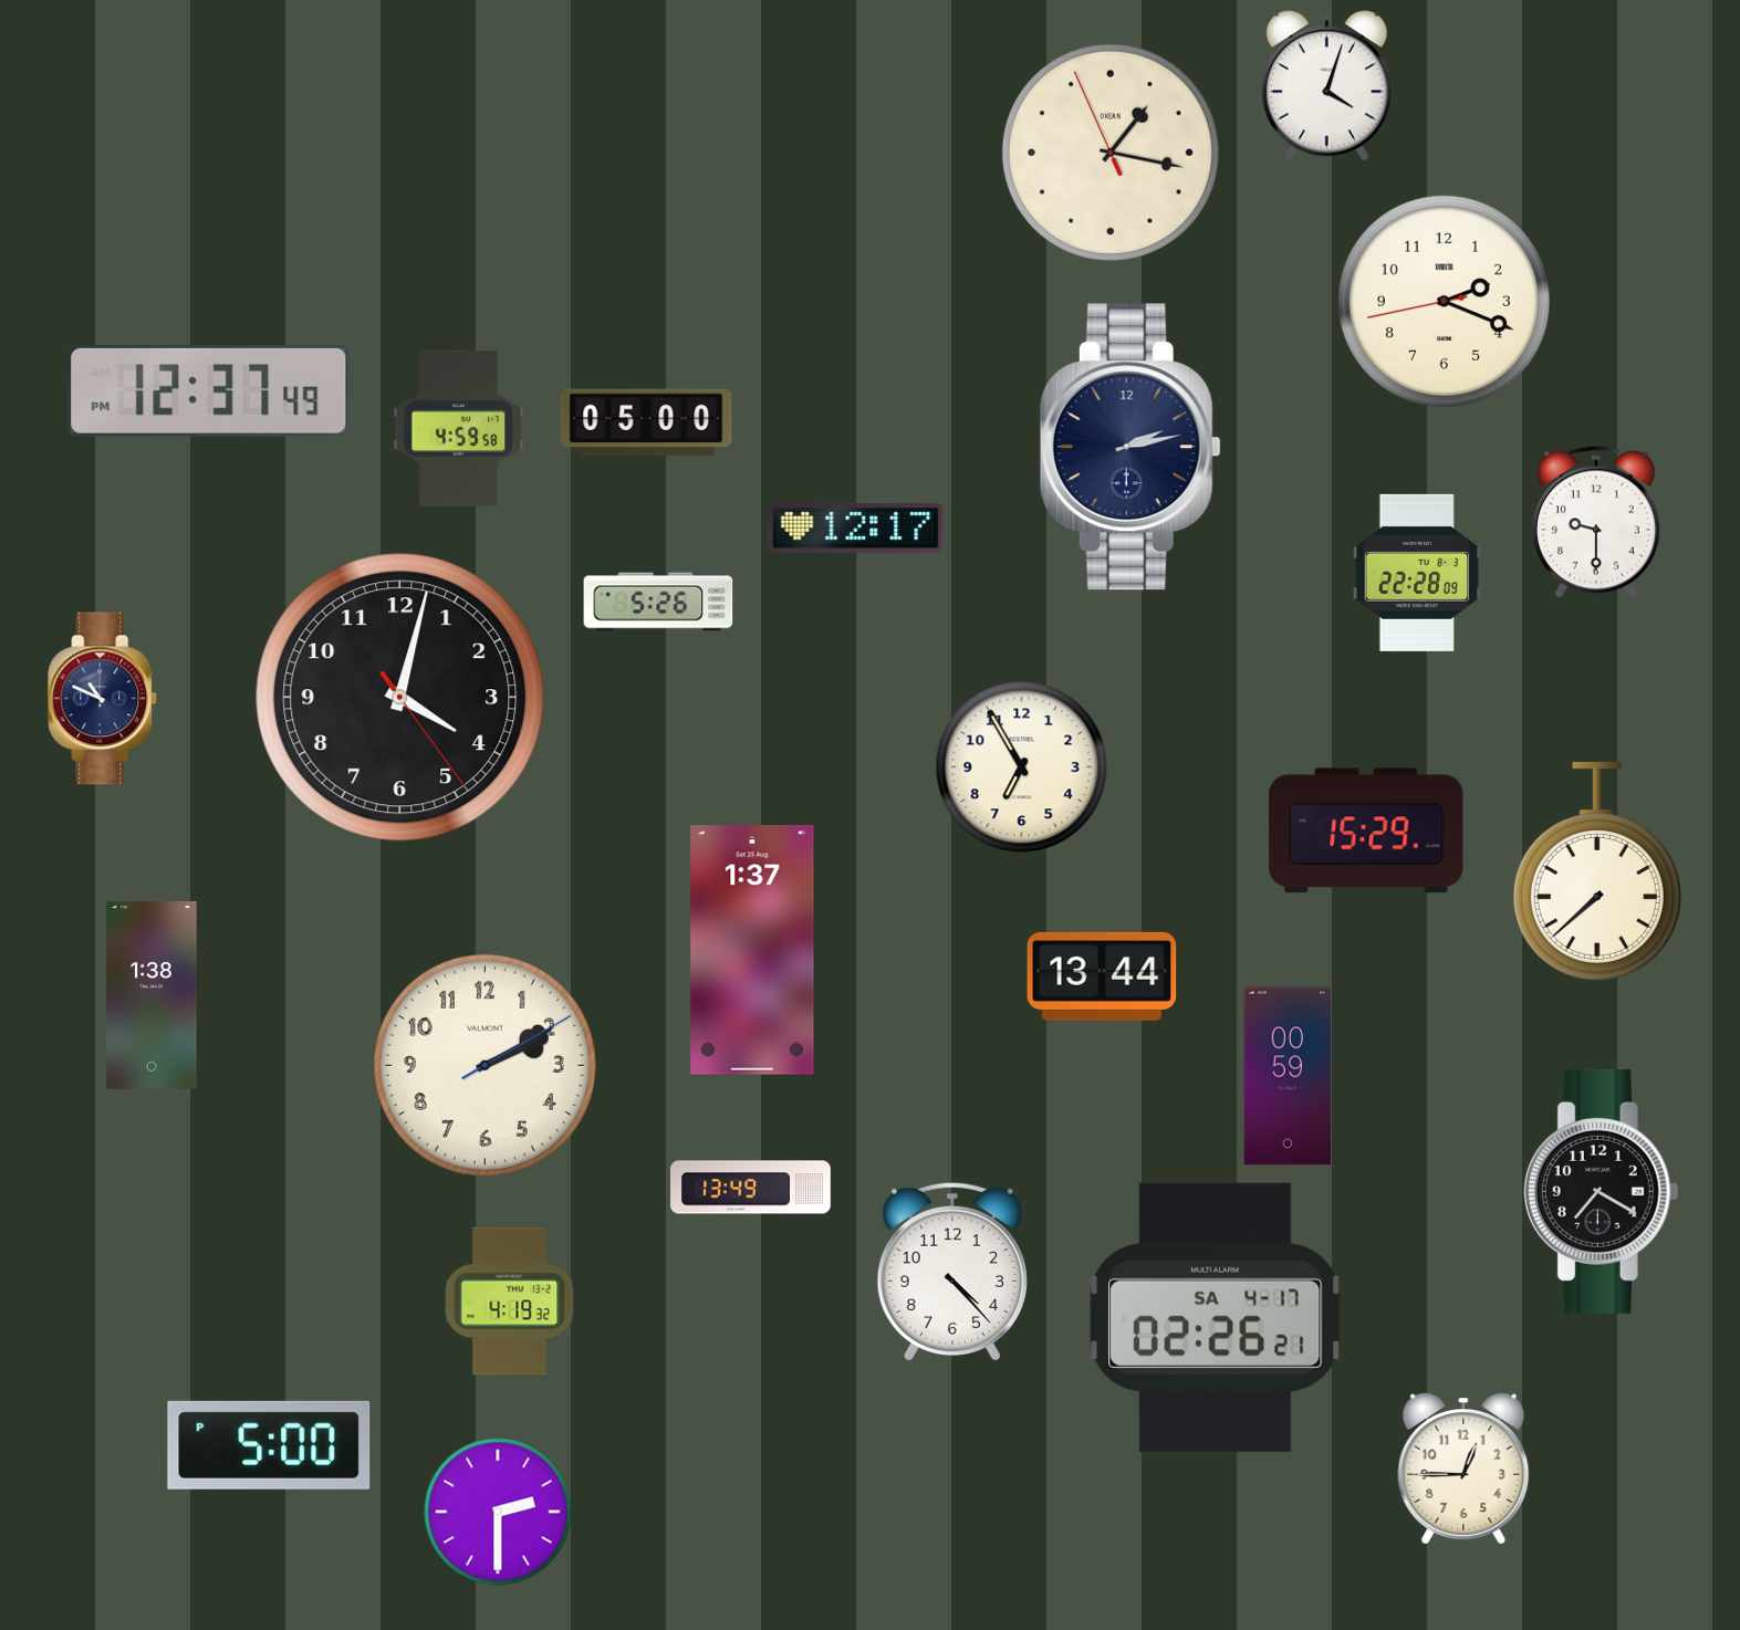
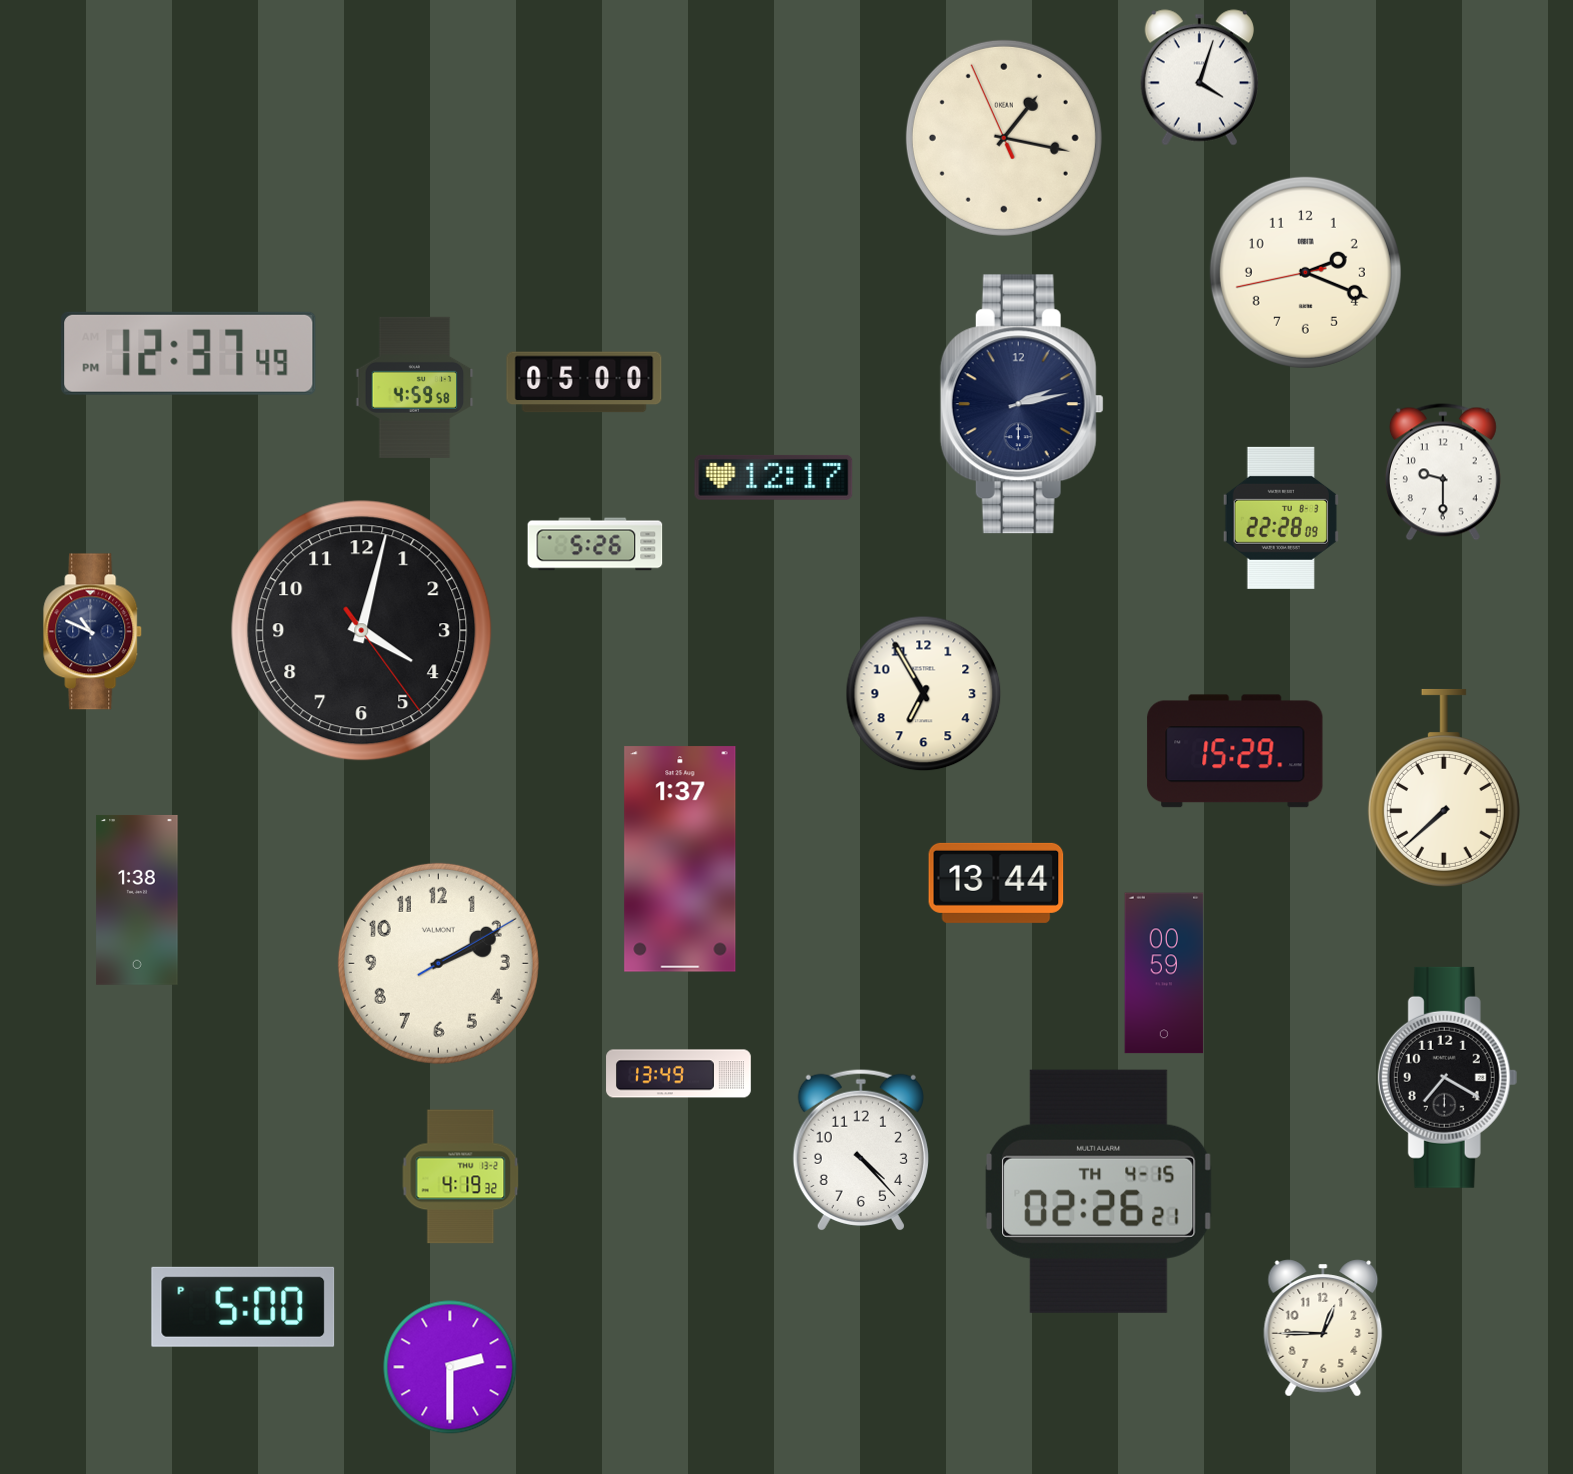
clock at (1216, 1317) date: SA 4-17 -> TH 4-15
